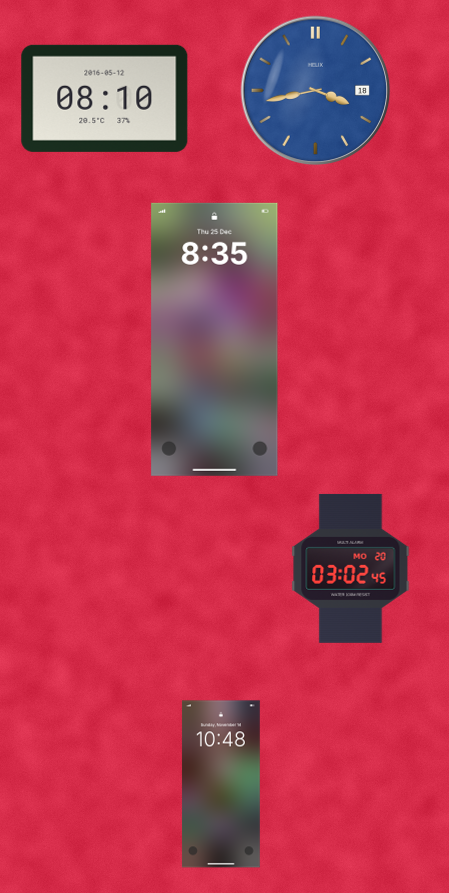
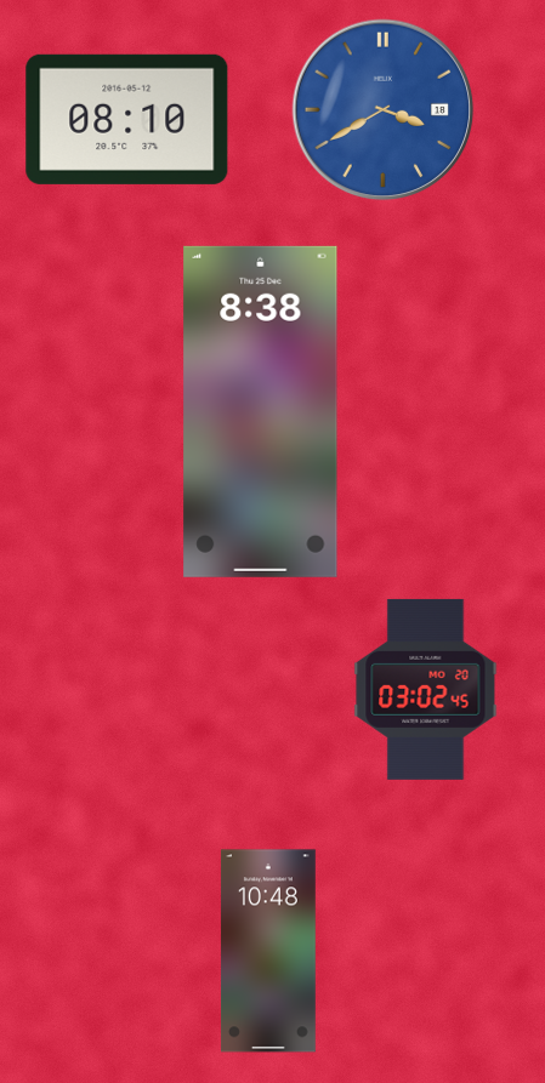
clock at (316, 91): 3:43 -> 3:40
clock at (215, 339): 8:35 -> 8:38
